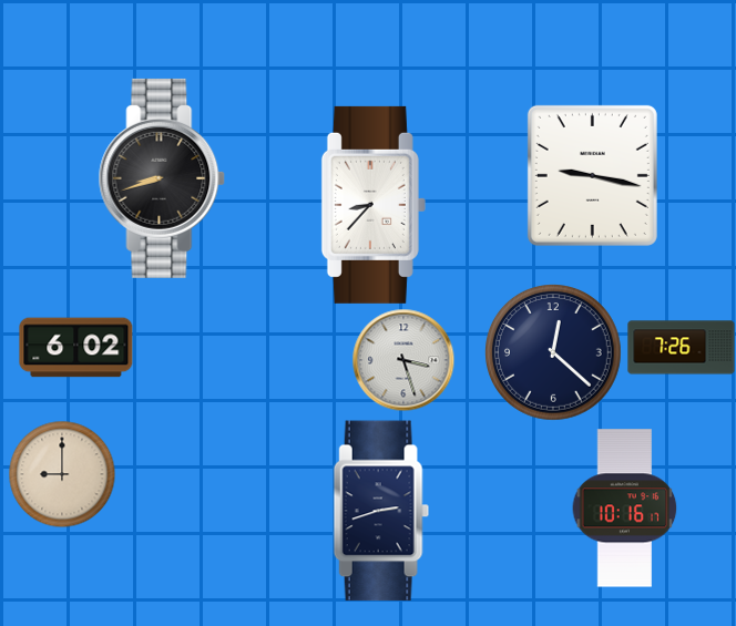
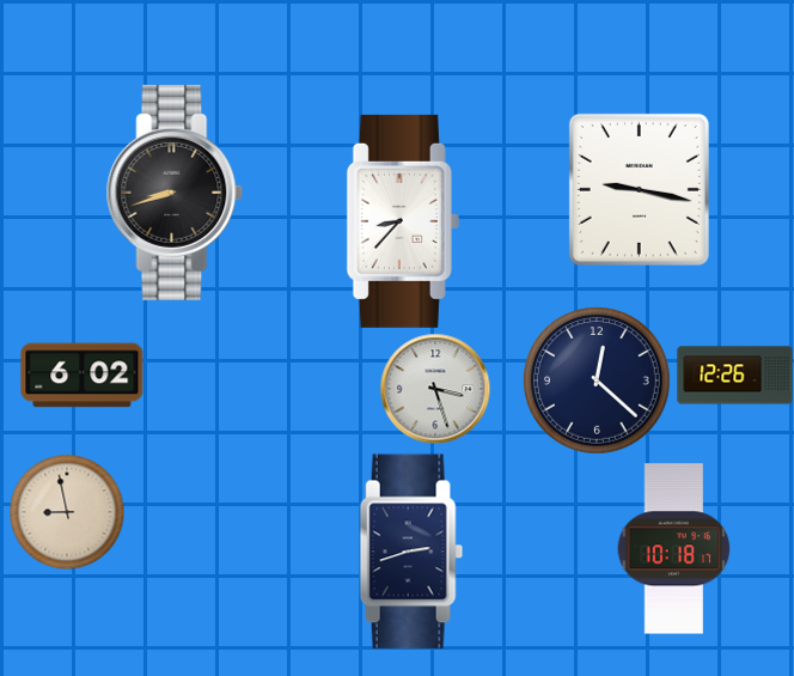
clock at (682, 348): 7:26 -> 12:26
clock at (62, 474): 9:00 -> 8:58
clock at (625, 509): 10:16 -> 10:18
